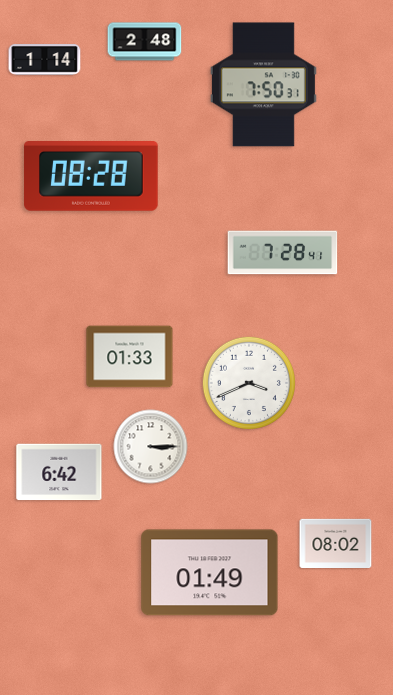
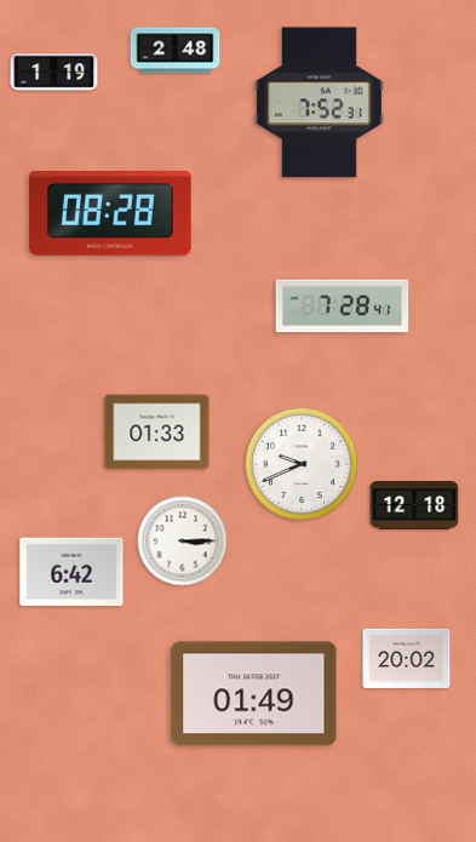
clock at (45, 60): 1:14 -> 1:19
clock at (263, 85): 7:50 -> 7:52
clock at (249, 383): 3:41 -> 9:41
clock at (414, 505): none -> 12:18
clock at (336, 543): 08:02 -> 20:02
